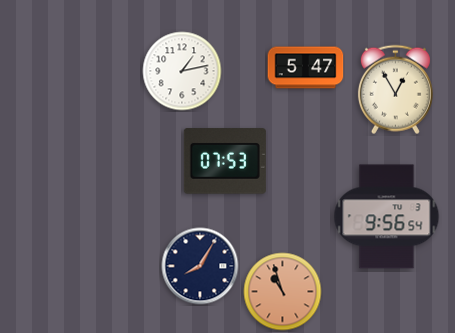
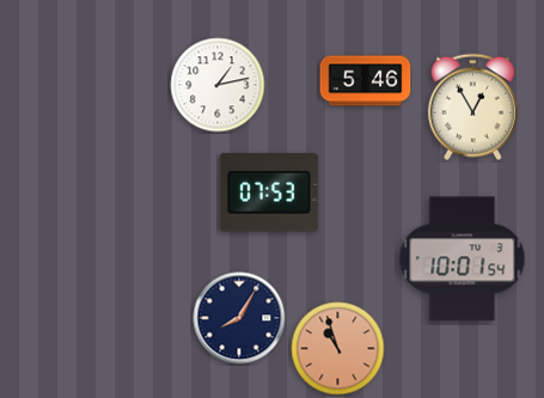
clock at (306, 68): 5:47 -> 5:46
clock at (387, 217): 9:56 -> 10:01
